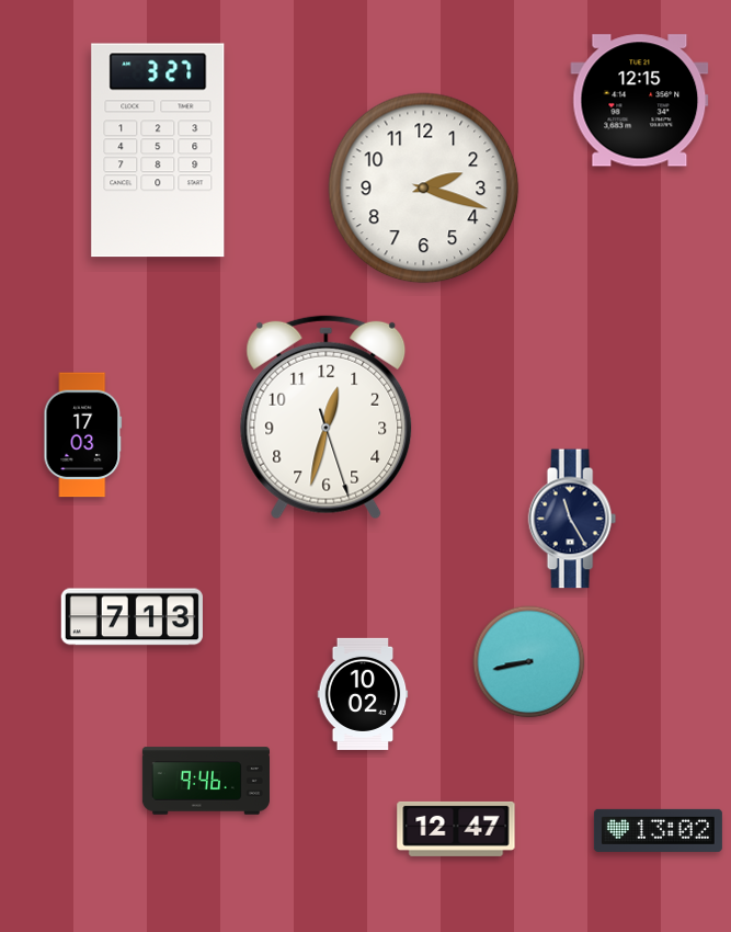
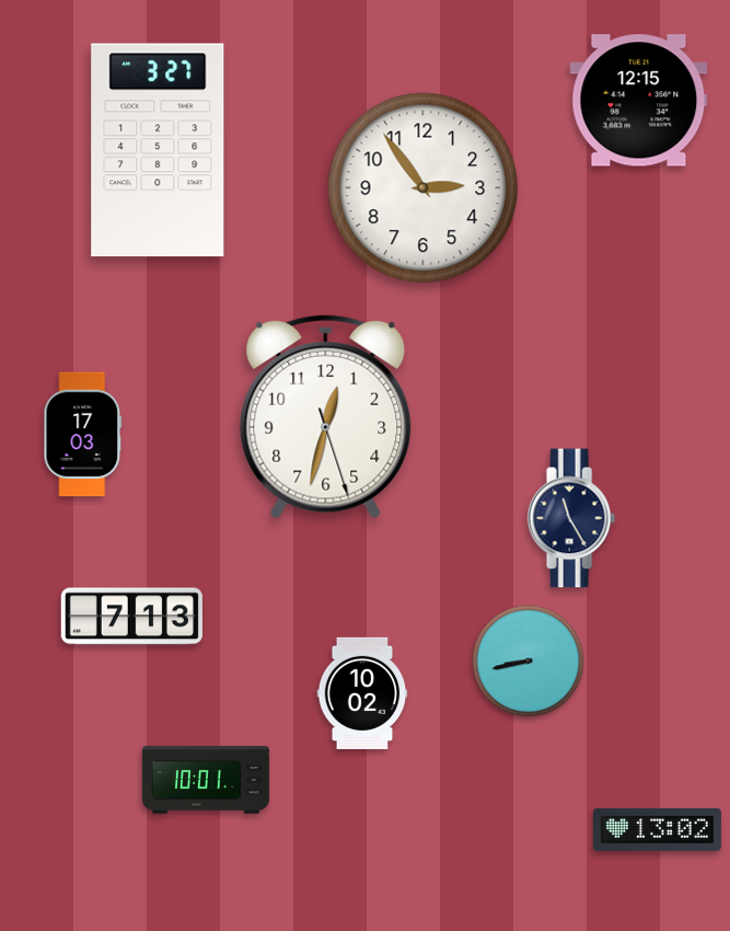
clock at (424, 189): 2:18 -> 2:54
clock at (206, 781): 9:46 -> 10:01
clock at (456, 829): 12:47 -> none
